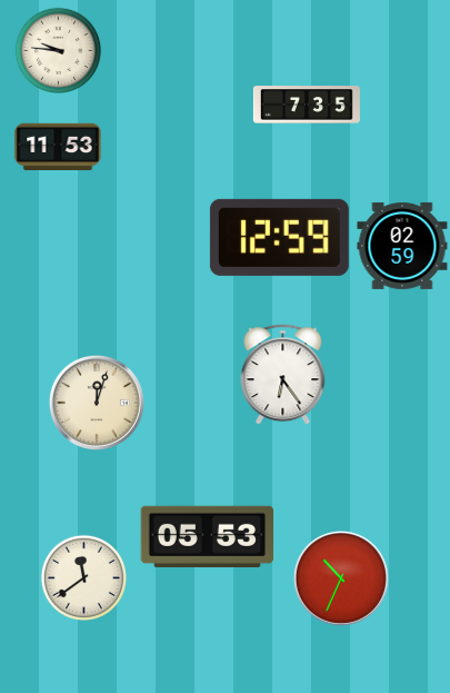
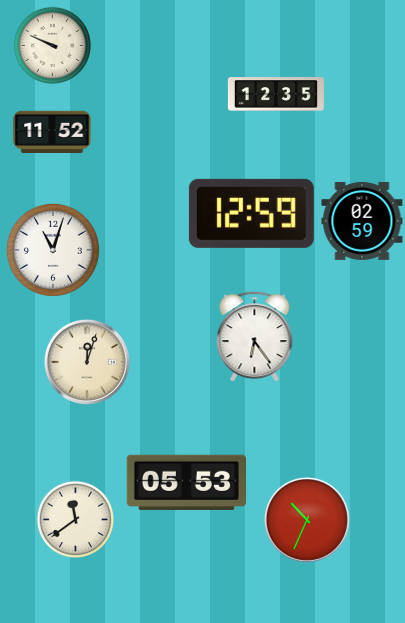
clock at (58, 50): 9:46 -> 9:49
clock at (307, 105): 7:35 -> 12:35
clock at (58, 146): 11:53 -> 11:52
clock at (53, 250): none -> 11:03
